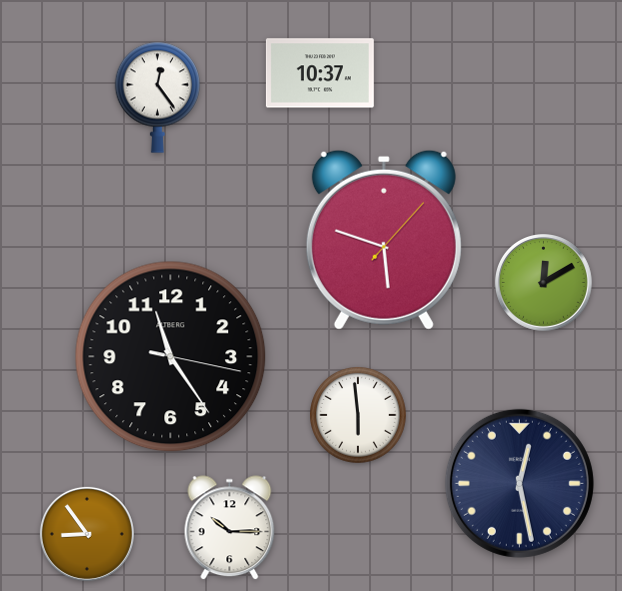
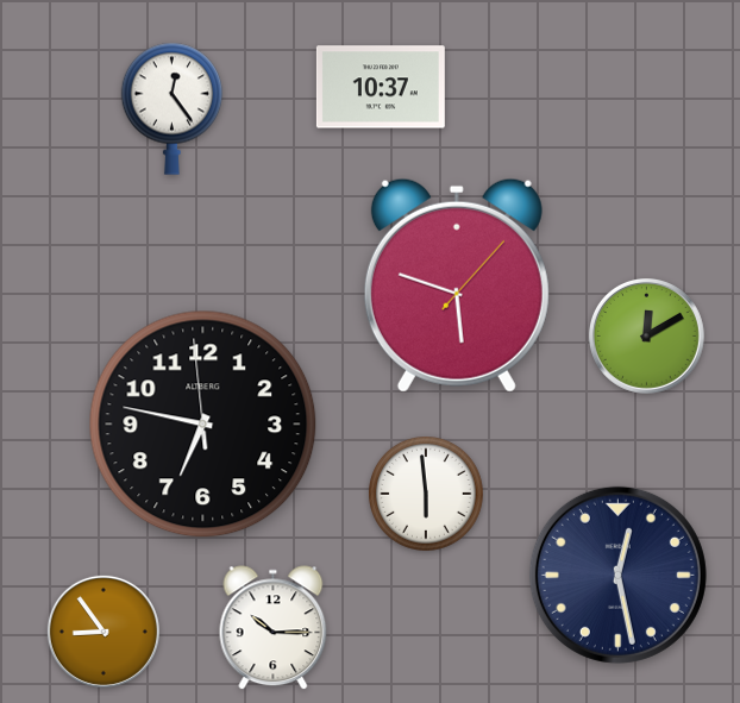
clock at (158, 97) position: (158, 97) -> (173, 108)
clock at (171, 357): 11:24 -> 6:46
clock at (87, 534) position: (87, 534) -> (104, 632)
